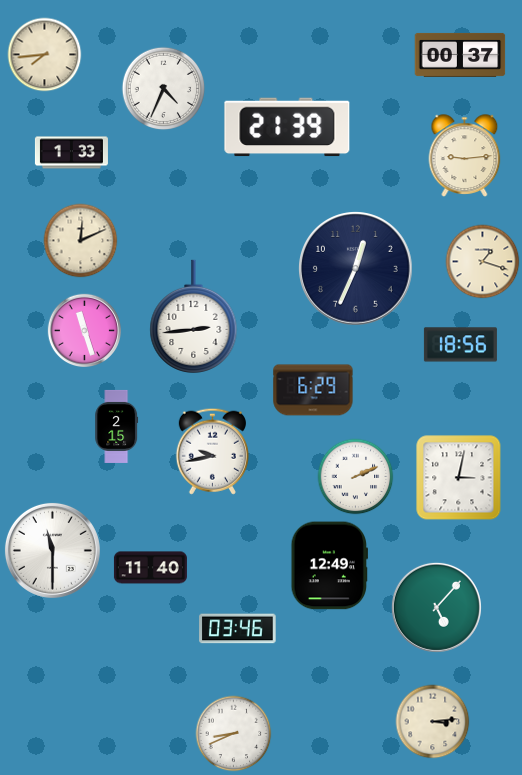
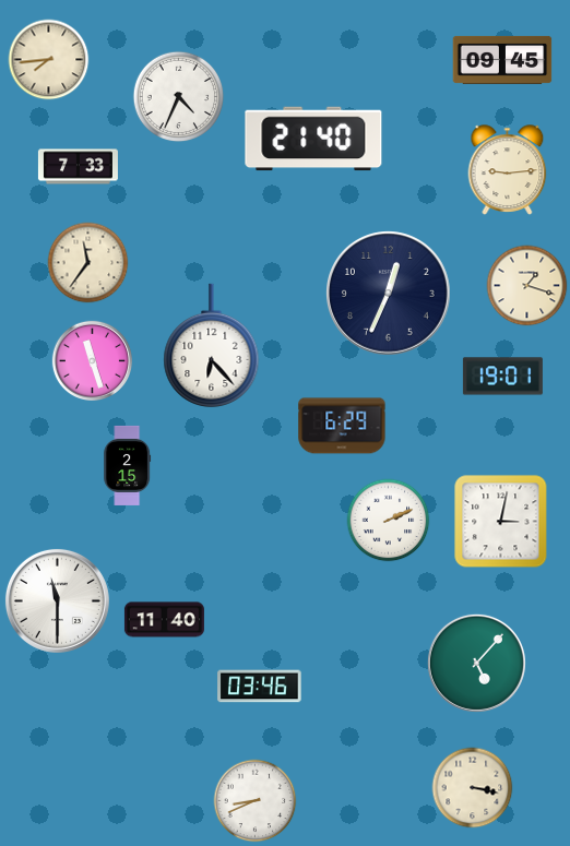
clock at (460, 55): 00:37 -> 09:45
clock at (287, 127): 21:39 -> 21:40
clock at (71, 153): 1:33 -> 7:33
clock at (81, 241): 12:11 -> 11:36
clock at (194, 316): 2:44 -> 6:23
clock at (460, 345): 18:56 -> 19:01
clock at (212, 451): 9:43 -> none
clock at (329, 566): 12:49 -> none
clock at (433, 722): 3:14 -> 3:17
